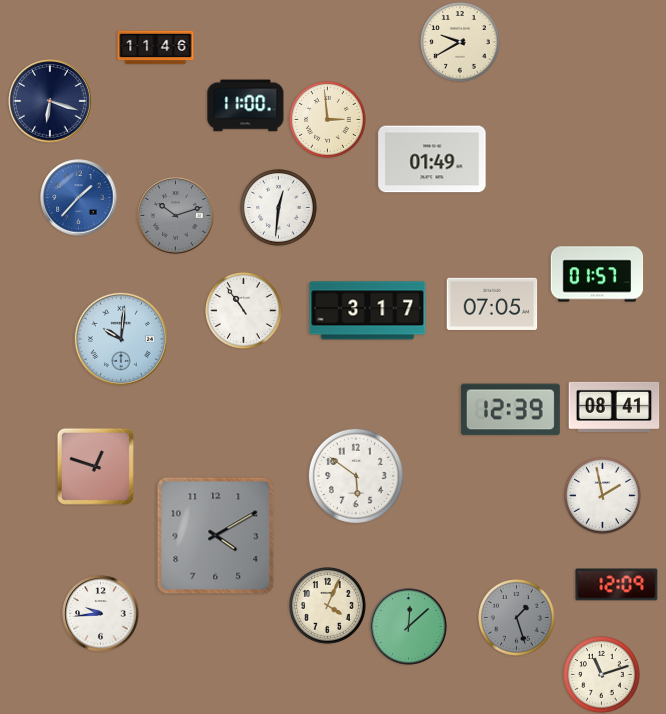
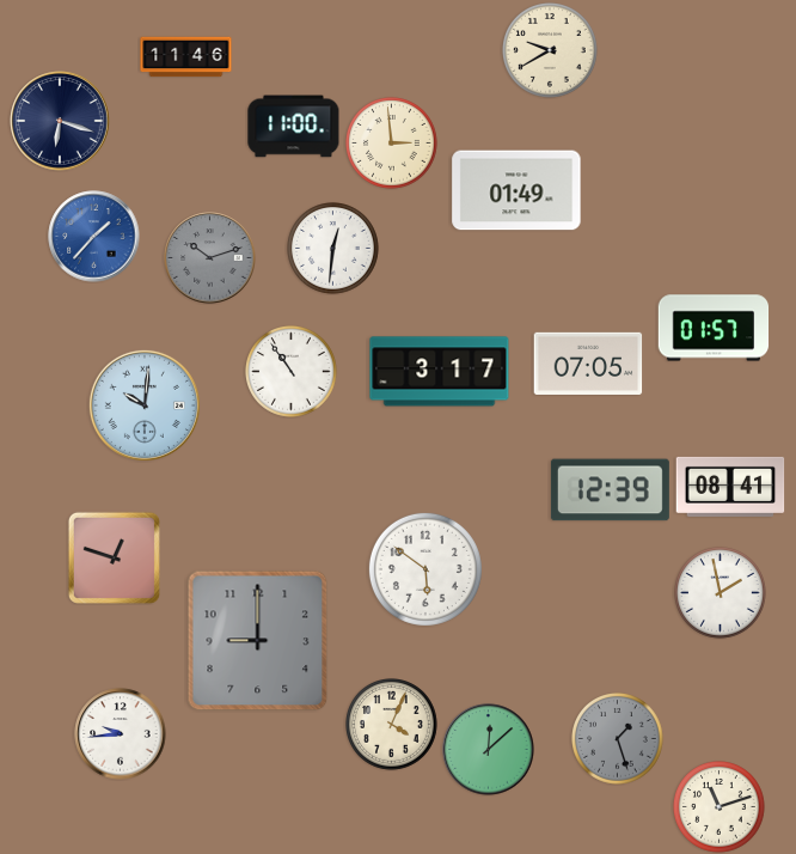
clock at (614, 407) position: (614, 407) -> (730, 487)
clock at (216, 536): 4:10 -> 9:00
clock at (617, 585): 12:09 -> none
